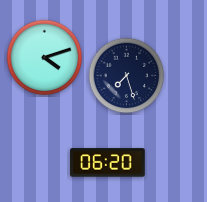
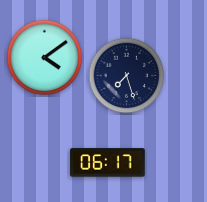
clock at (45, 58): 4:12 -> 4:09
clock at (108, 163): 06:20 -> 06:17
